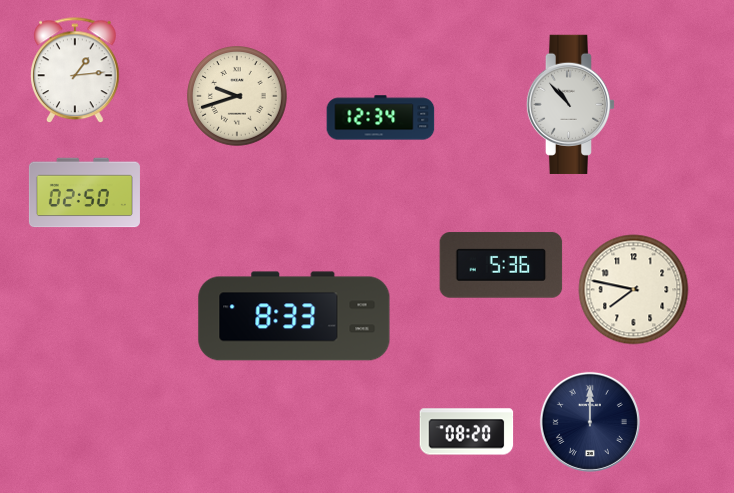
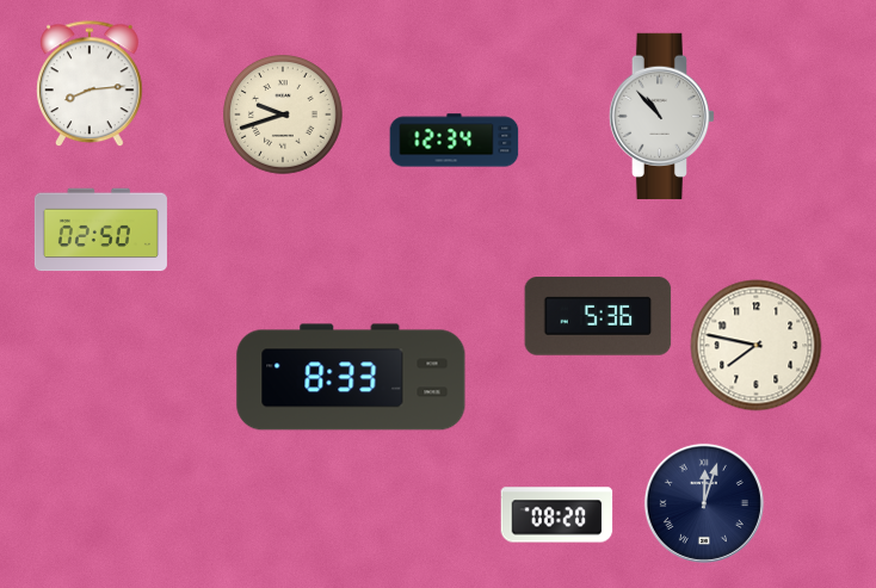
clock at (75, 71): 1:14 -> 8:14
clock at (571, 104) position: (571, 104) -> (662, 116)
clock at (590, 422): 12:00 -> 12:03
